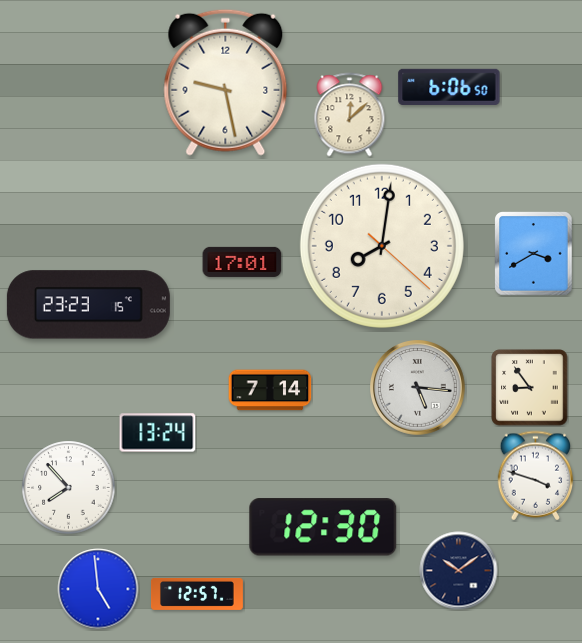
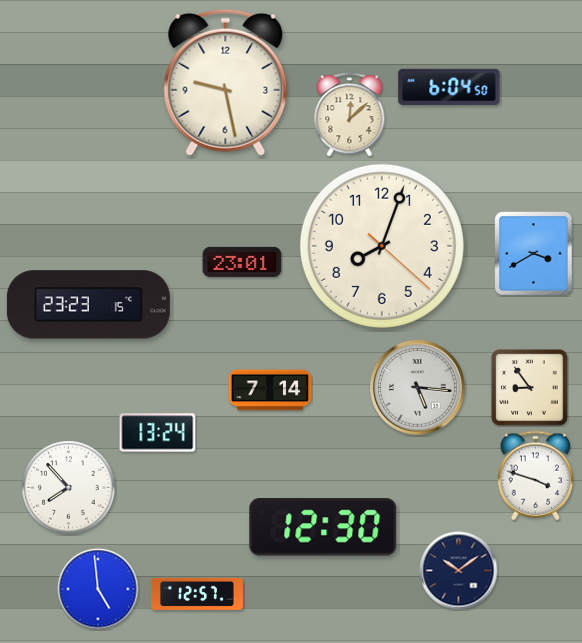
clock at (449, 87): 6:06 -> 6:04
clock at (382, 246): 8:01 -> 8:03
clock at (242, 262): 17:01 -> 23:01
